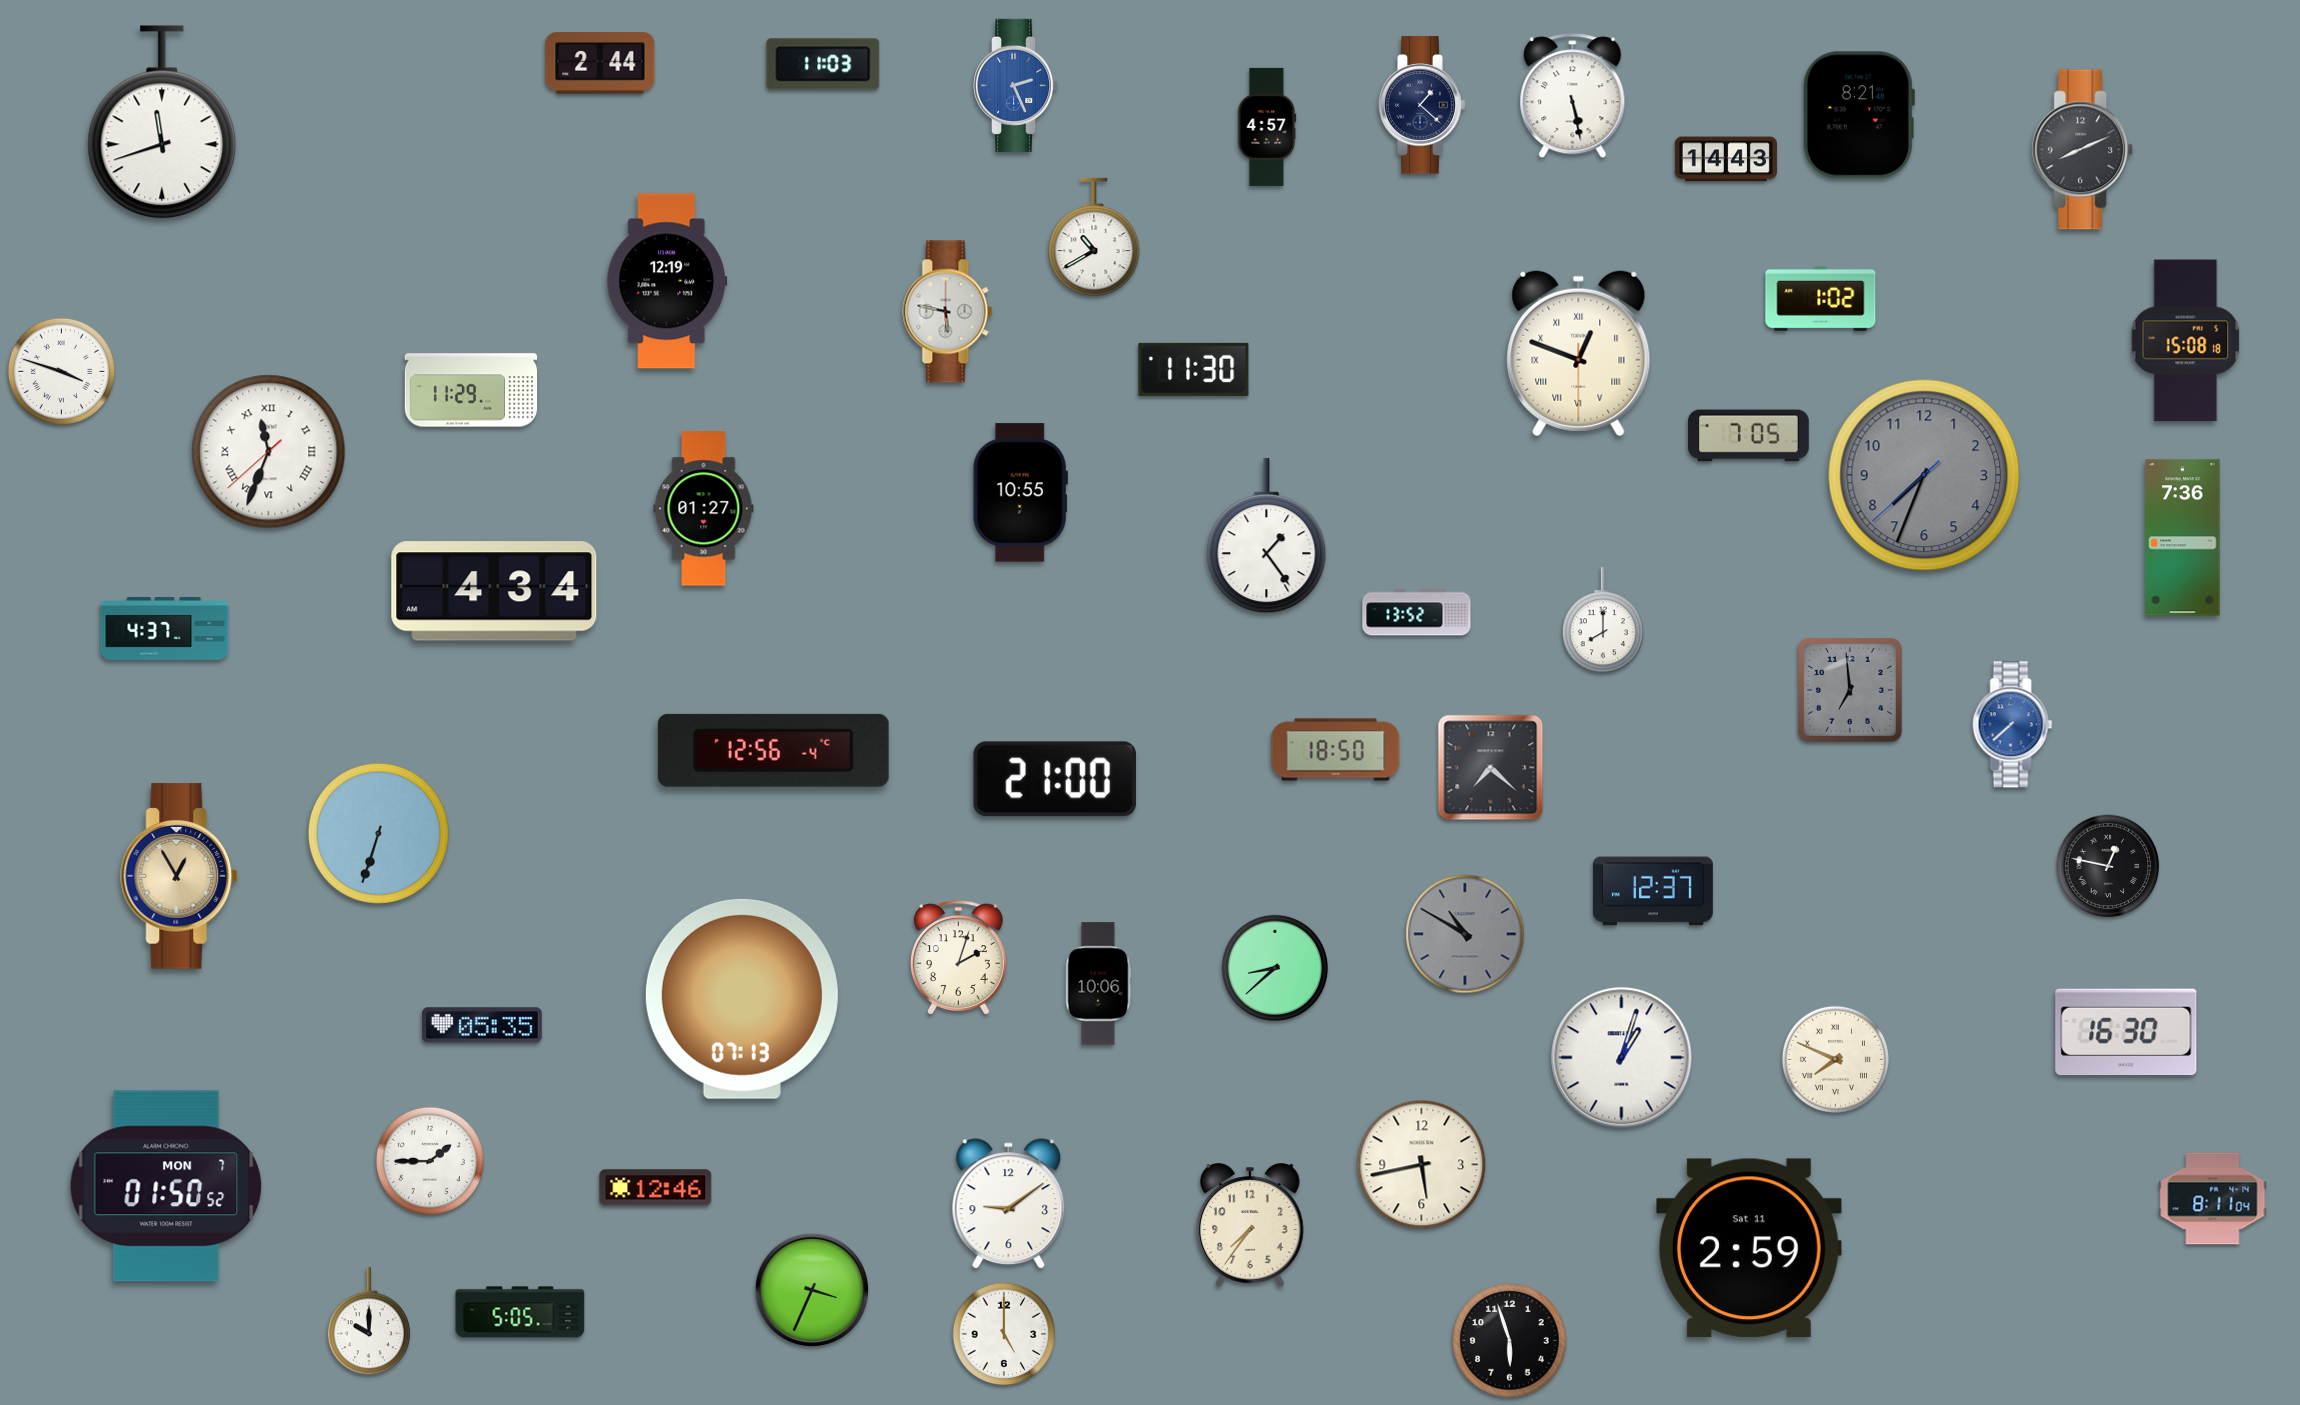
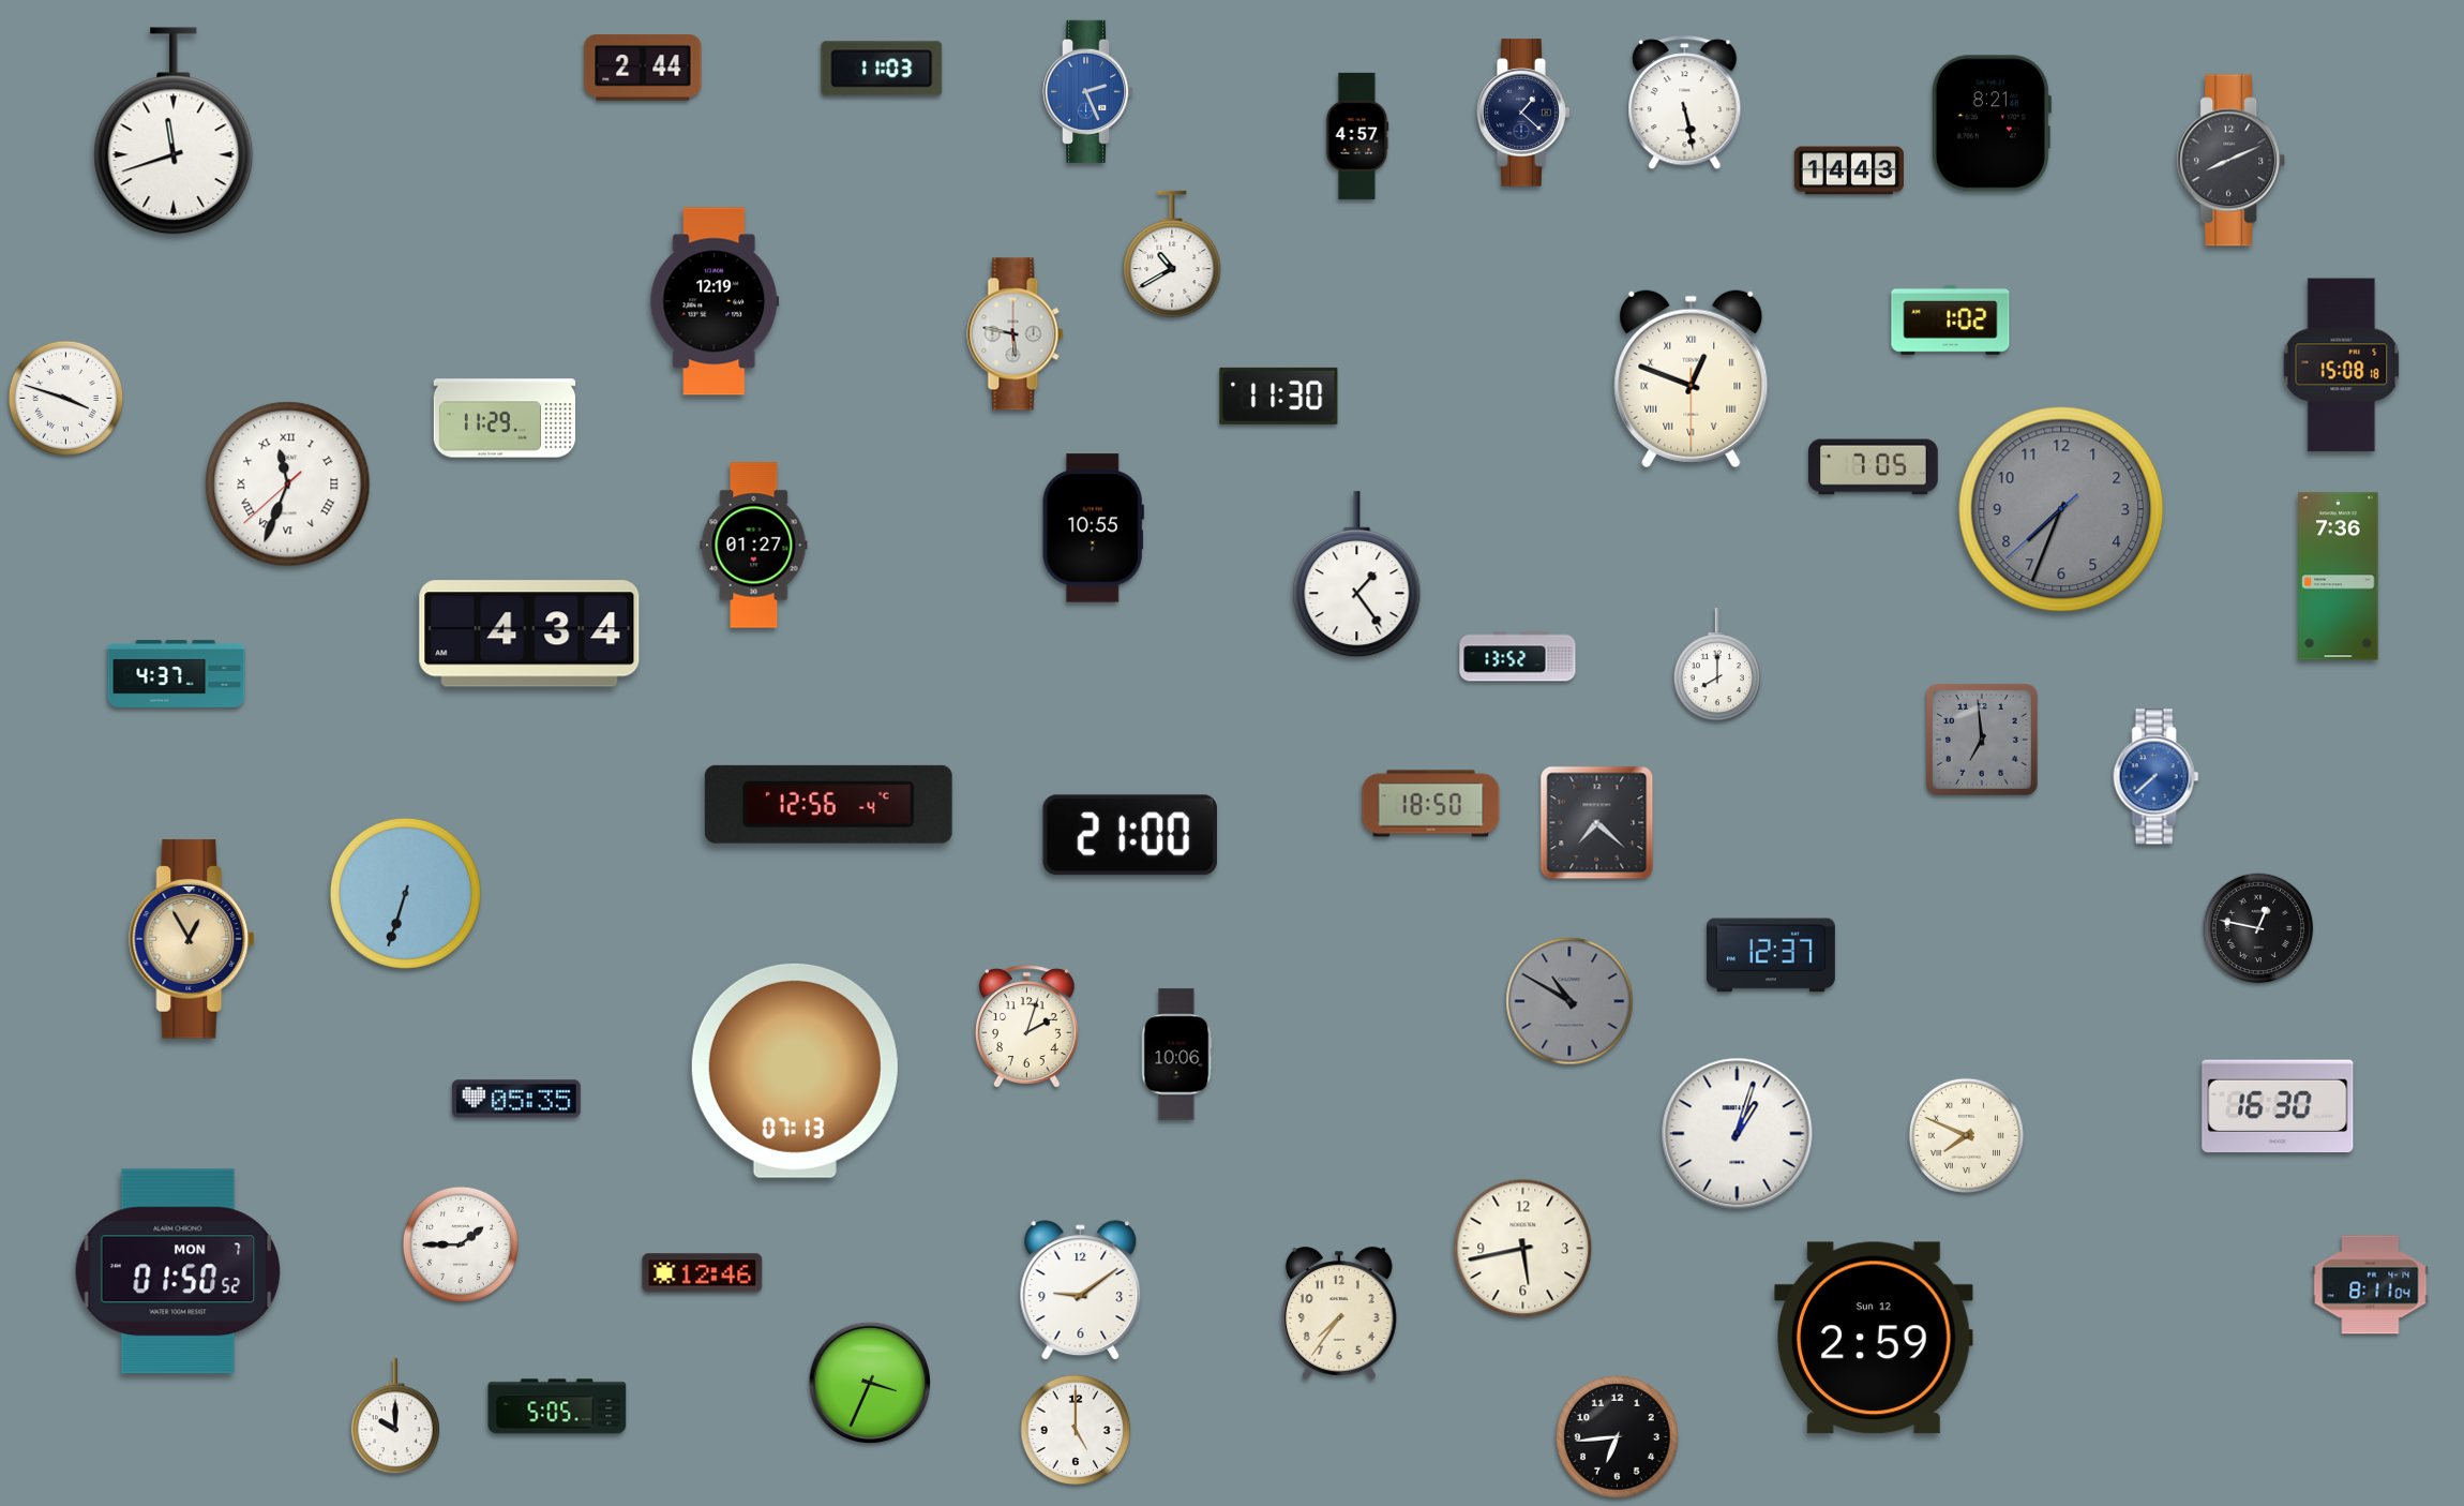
clock at (1274, 967): 8:38 -> none
clock at (1749, 1248) date: Sat 11 -> Sun 12
clock at (1510, 1341): 5:57 -> 6:44
